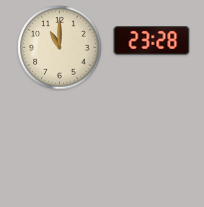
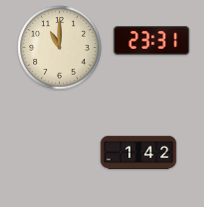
clock at (152, 41): 23:28 -> 23:31
clock at (139, 153): none -> 1:42
